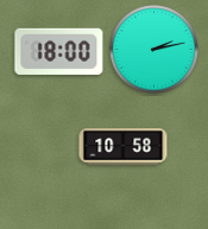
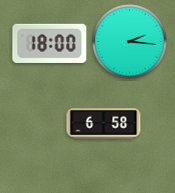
clock at (155, 50): 2:13 -> 2:16
clock at (124, 147): 10:58 -> 6:58
